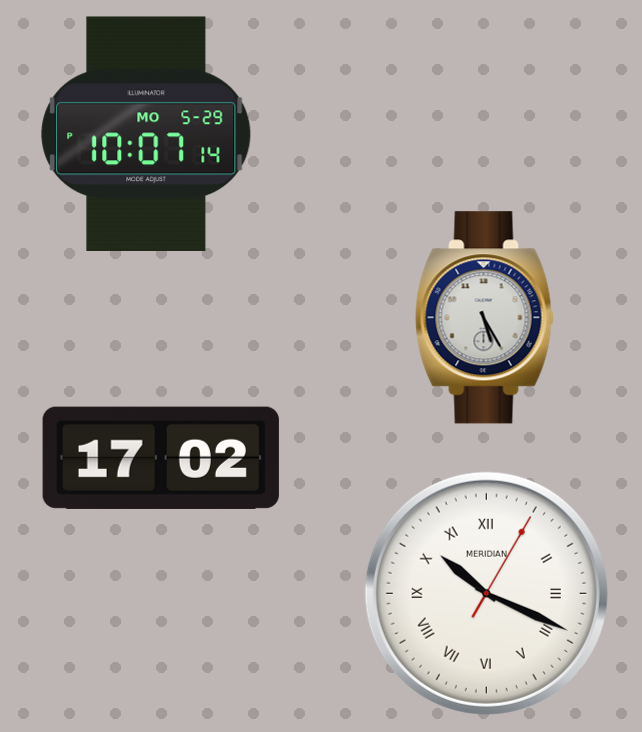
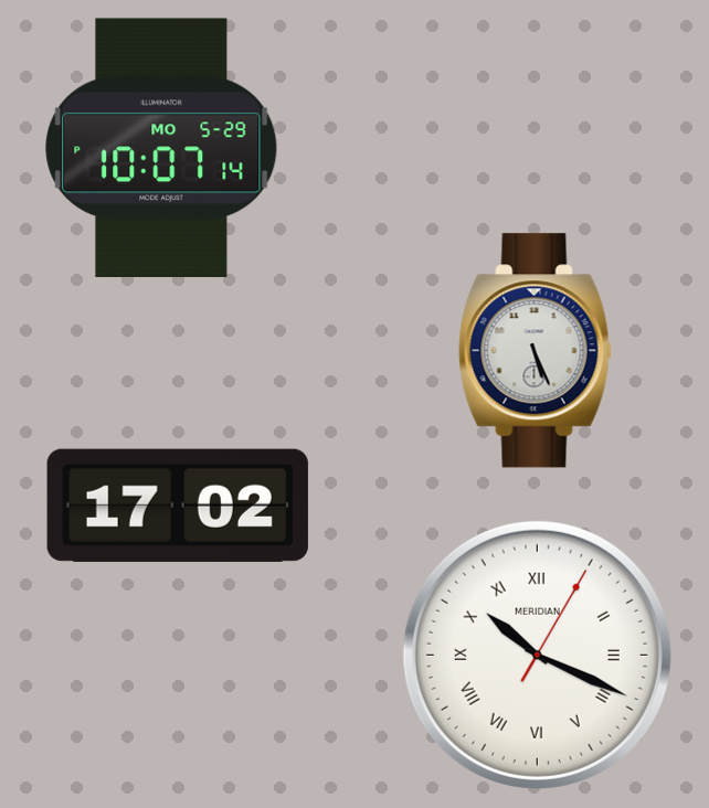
clock at (485, 318): 5:25 -> 5:26
